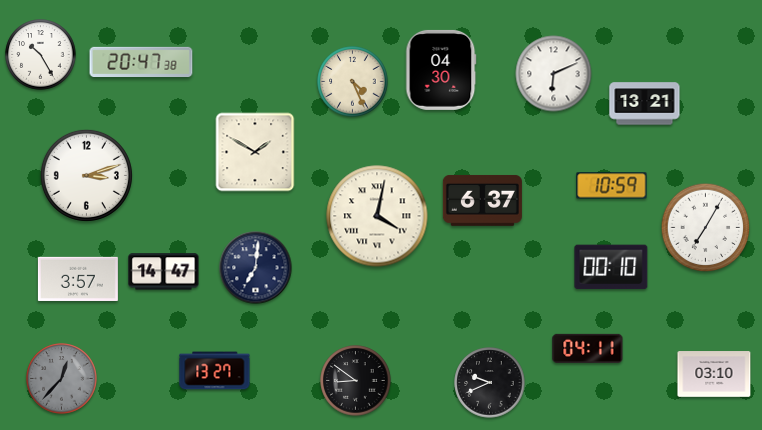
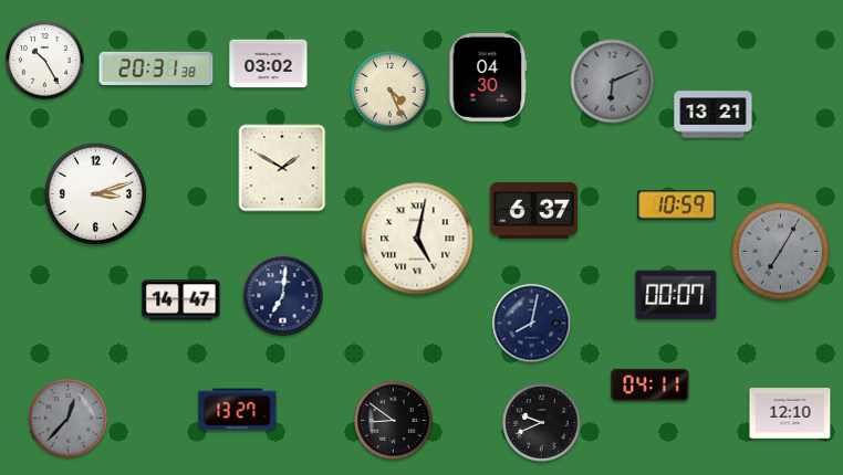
clock at (269, 64): none -> 03:02
clock at (141, 61): 20:47 -> 20:31
clock at (554, 74) dial: white -> grey
clock at (482, 200) position: (482, 200) -> (533, 210)
clock at (377, 216): 4:02 -> 5:02
clock at (706, 228) dial: white -> grey
clock at (611, 267): 00:10 -> 00:07
clock at (78, 279): 3:57 -> none
clock at (532, 324): none -> 8:02
clock at (714, 374): 03:10 -> 12:10
